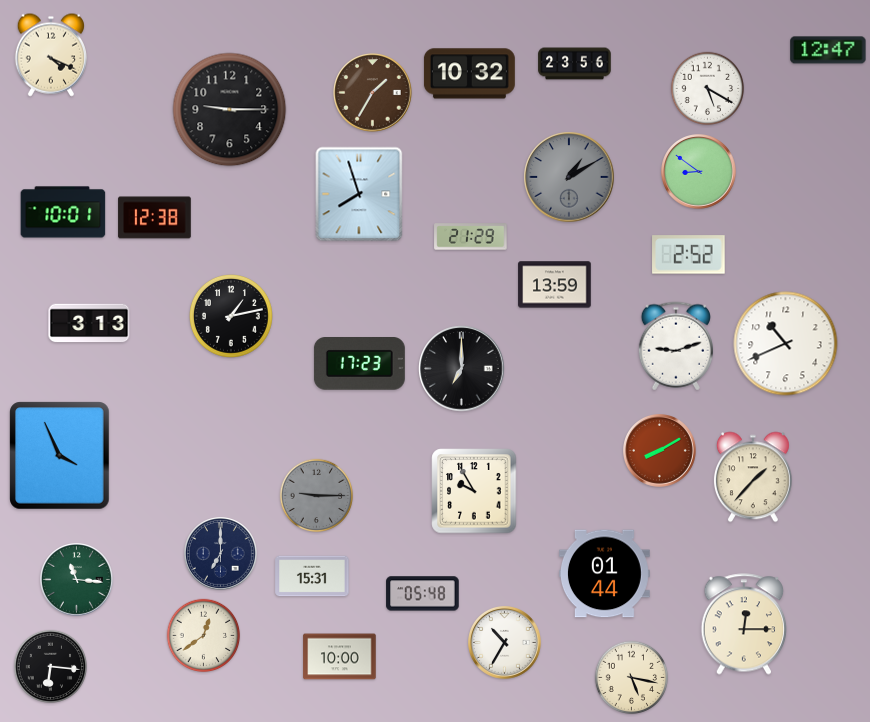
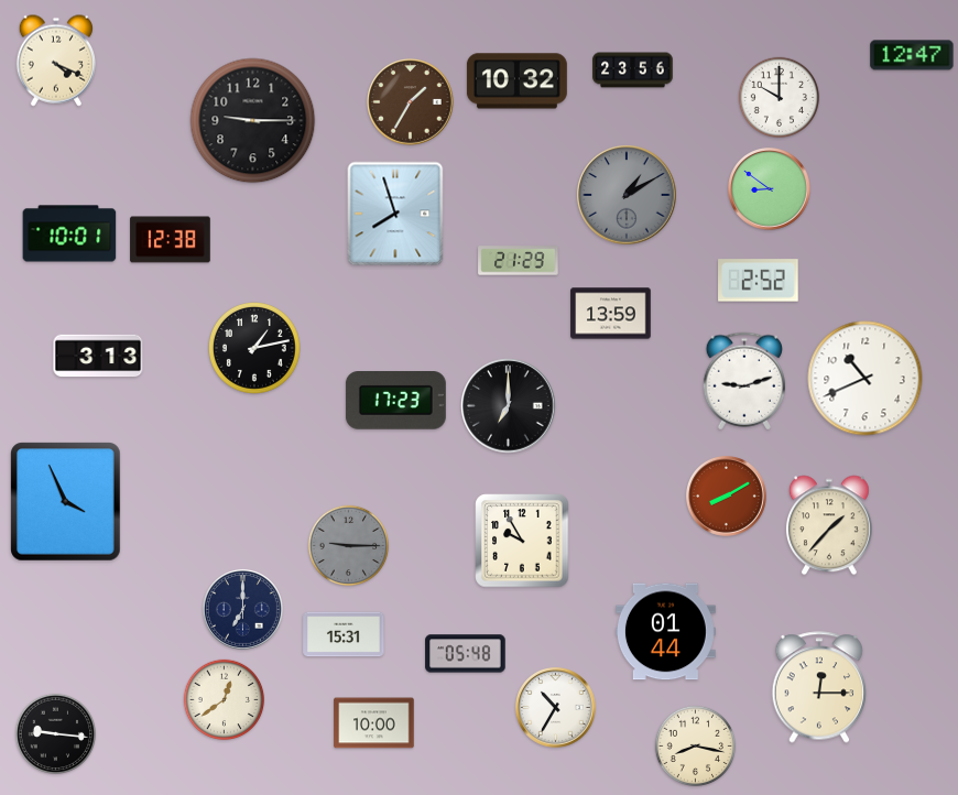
clock at (708, 89): 5:20 -> 10:00
clock at (77, 580): 11:16 -> none
clock at (51, 667): 6:16 -> 9:16
clock at (632, 678): 5:17 -> 8:17
